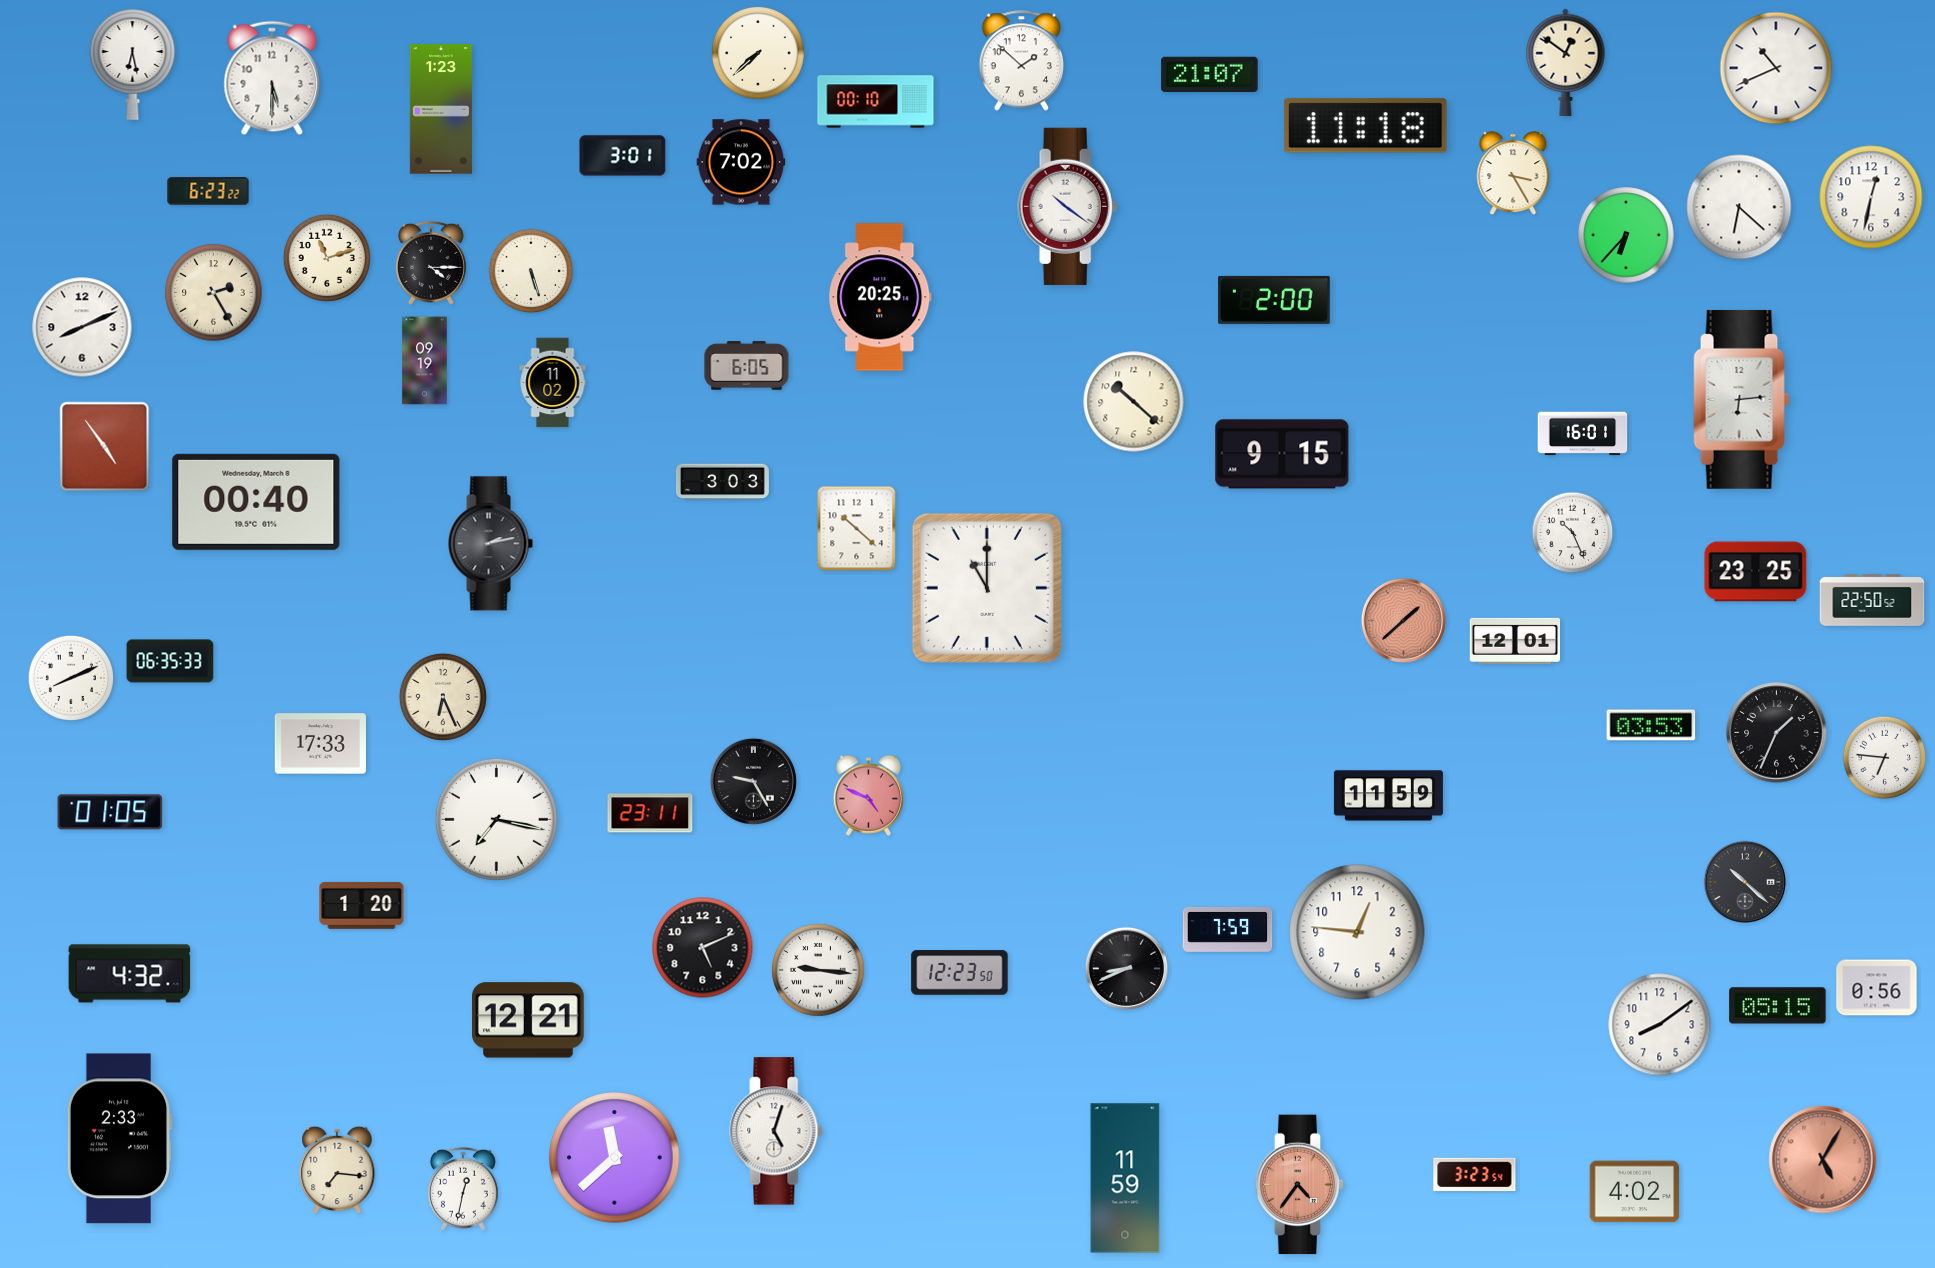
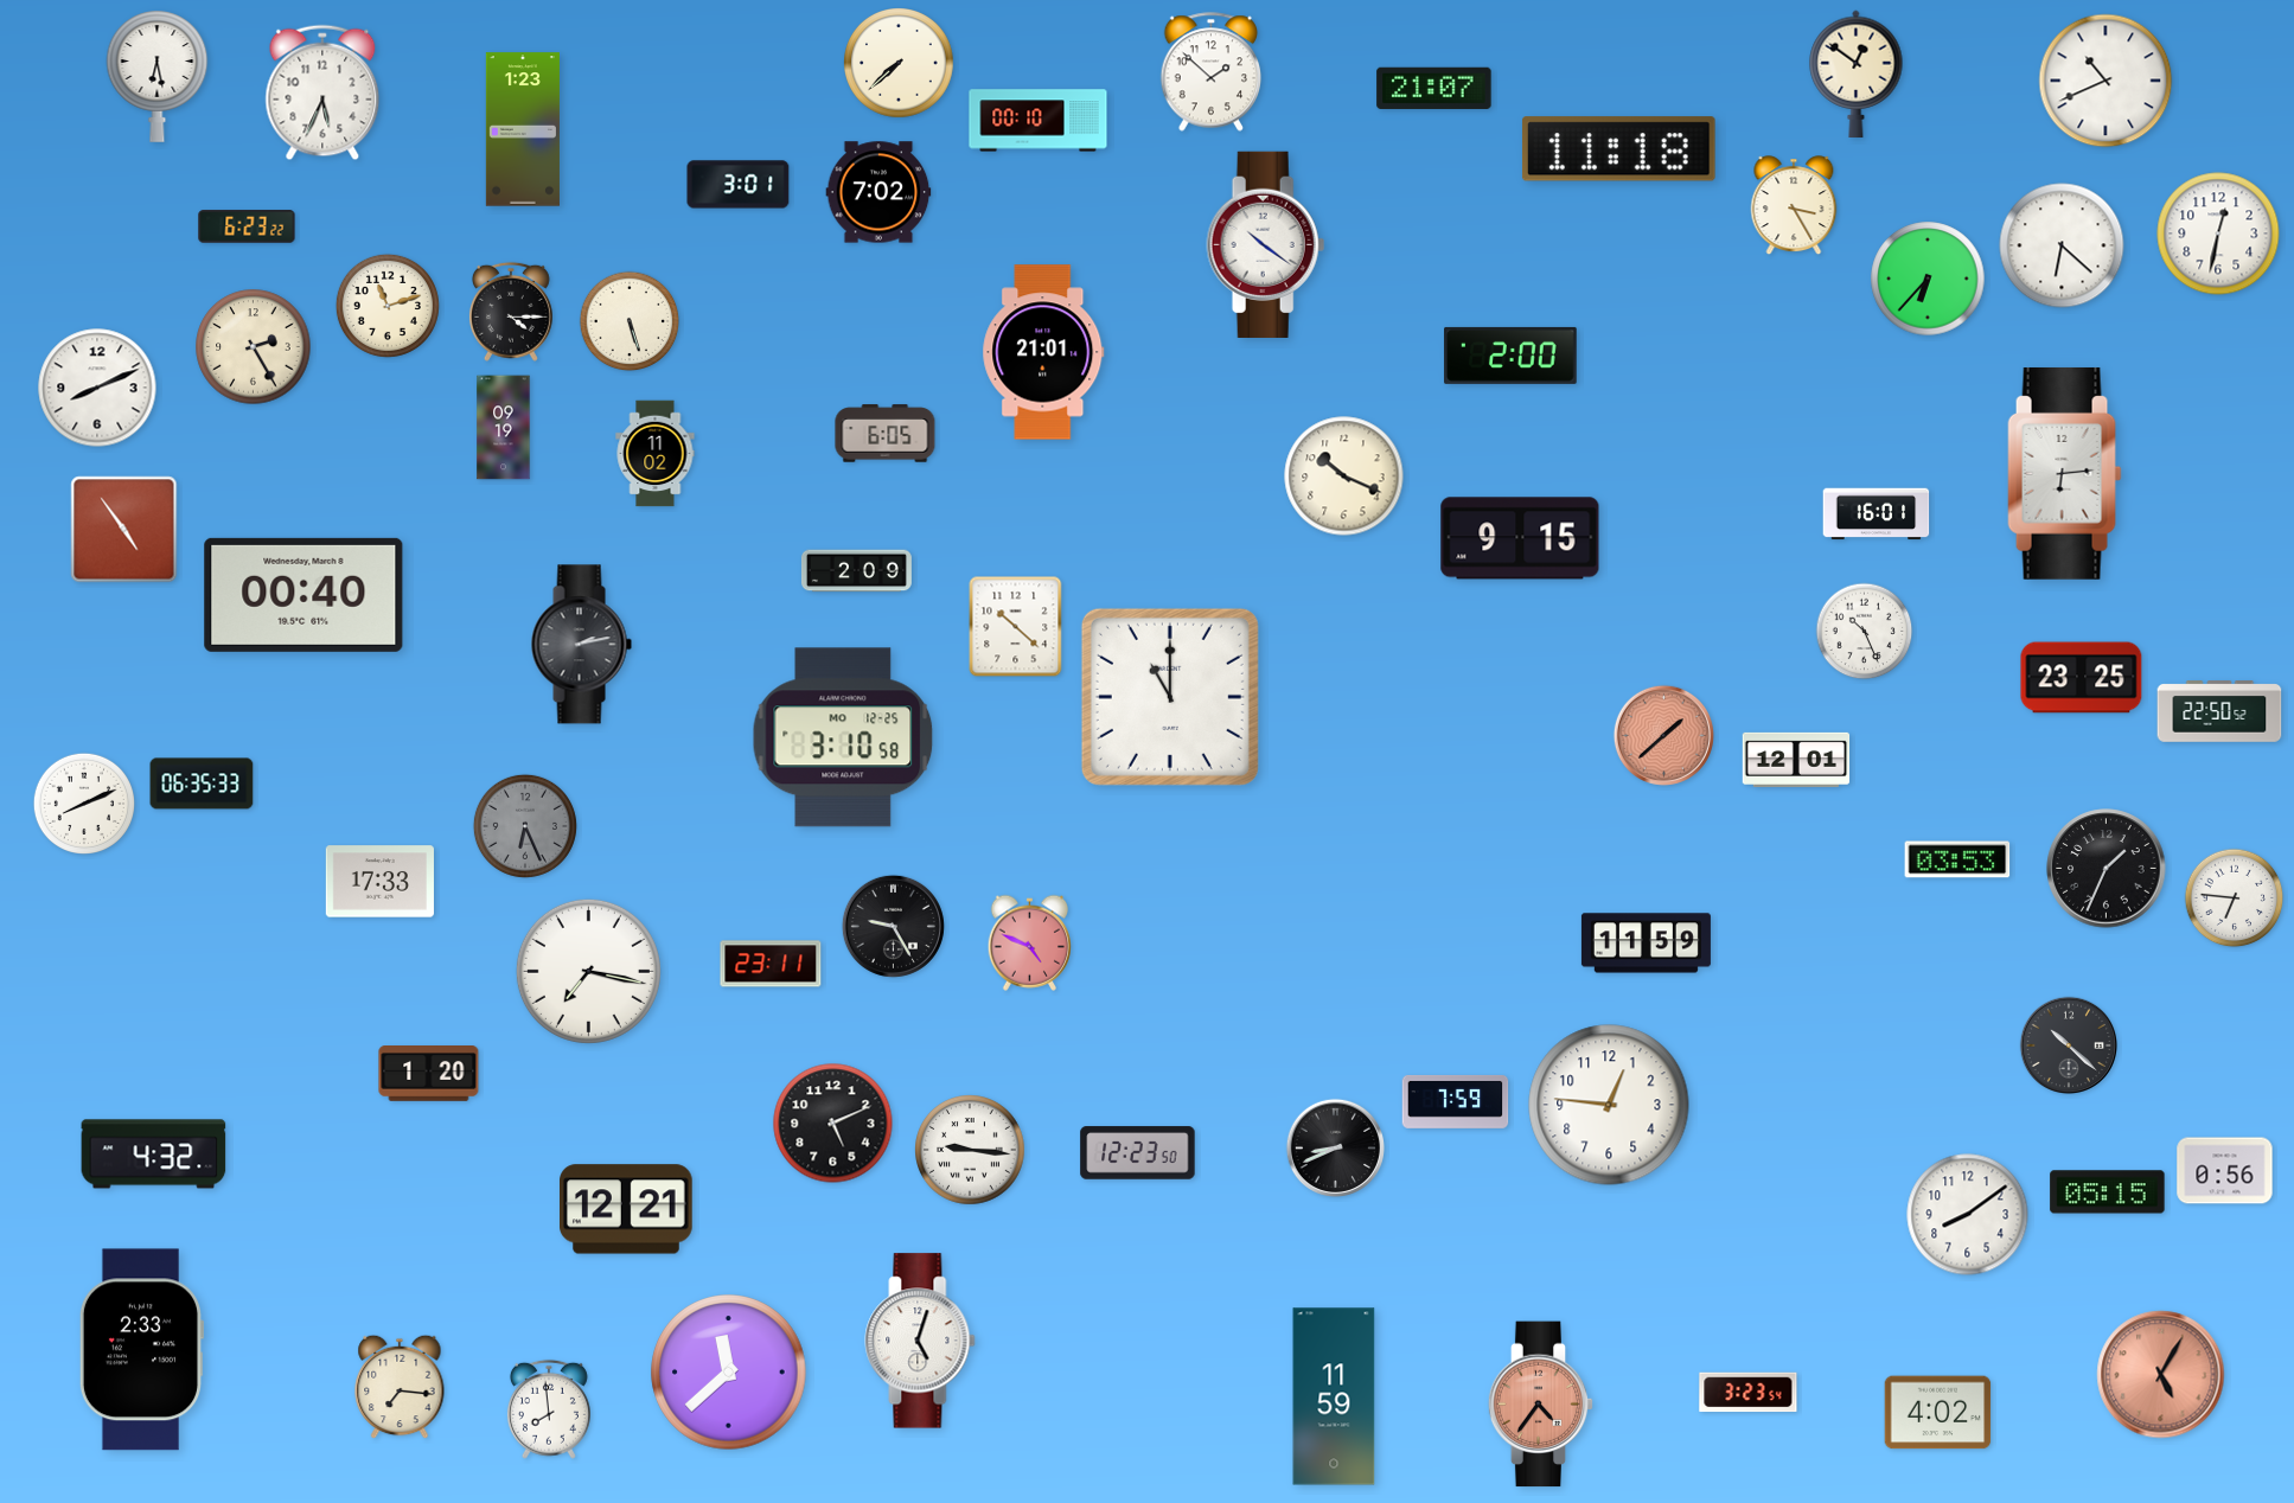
clock at (272, 78): 5:30 -> 5:34
clock at (880, 297): 20:25 -> 21:01
clock at (1134, 402): 10:22 -> 10:19
clock at (722, 482): 3:03 -> 2:09
clock at (843, 737): none -> 3:10
clock at (443, 697) dial: cream -> grey
clock at (110, 812): 01:05 -> none
clock at (463, 1189): 12:32 -> 7:59
